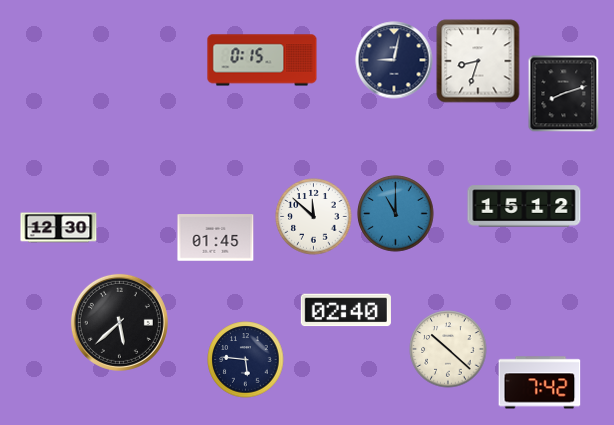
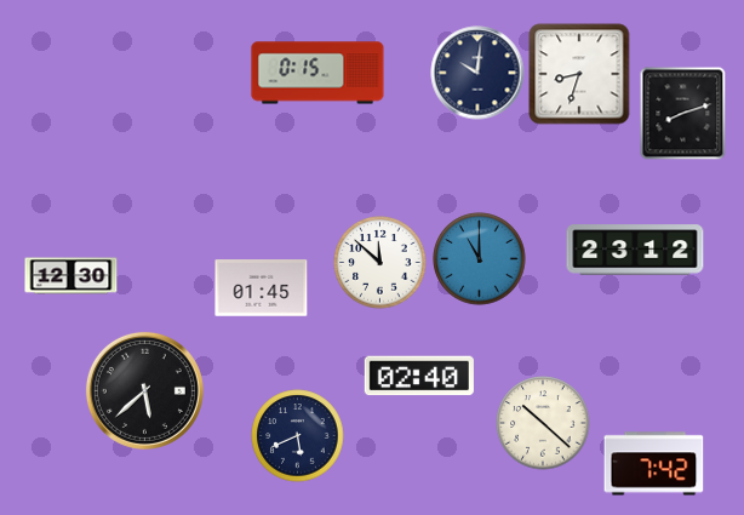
clock at (394, 60): 9:02 -> 10:01
clock at (524, 206): 15:12 -> 23:12
clock at (246, 360): 5:46 -> 5:41
